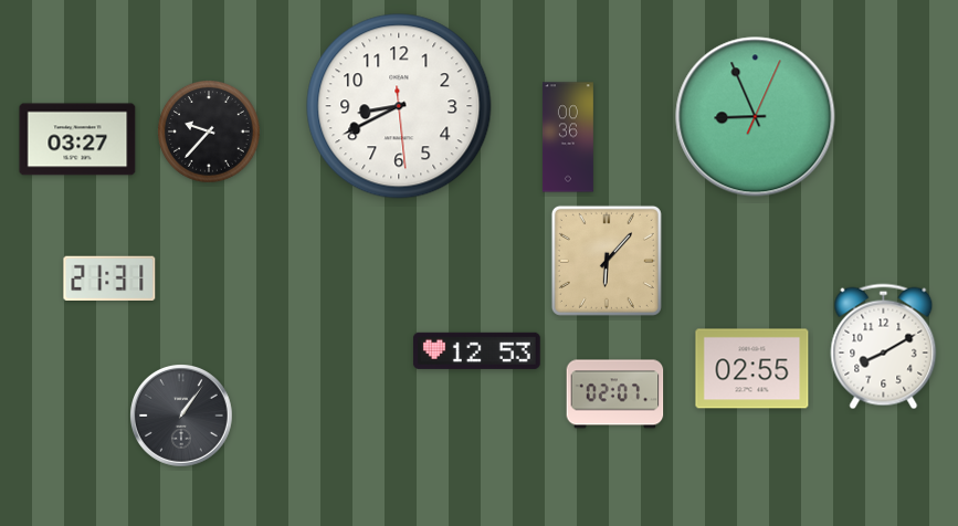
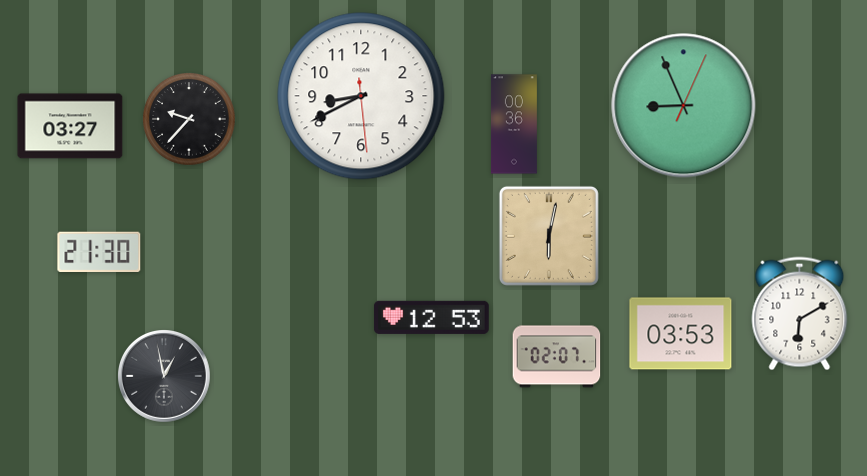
clock at (607, 261): 6:07 -> 6:02
clock at (109, 277): 21:31 -> 21:30
clock at (884, 347): 8:10 -> 6:10
clock at (752, 369): 02:55 -> 03:53
clock at (182, 417): 1:06 -> 12:58
